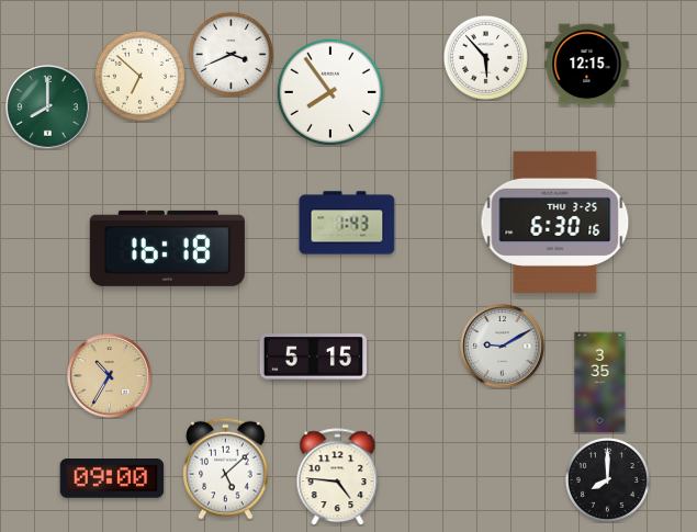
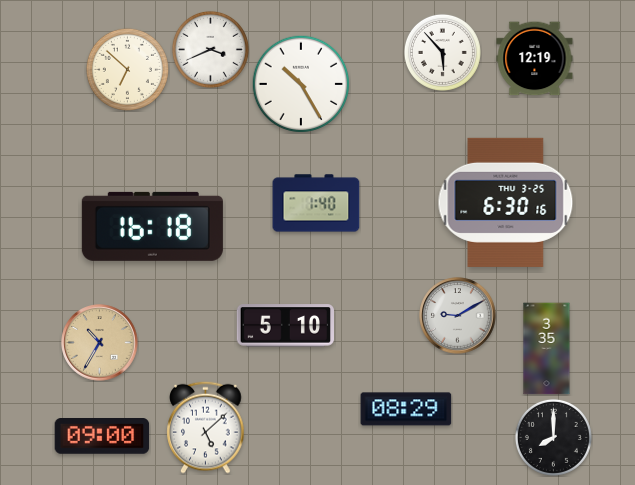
clock at (587, 65): 12:15 -> 12:19
clock at (330, 92): 7:54 -> 10:25
clock at (48, 107): 8:00 -> none
clock at (347, 223): 1:43 -> 1:40
clock at (313, 358): 5:15 -> 5:10
clock at (406, 409): none -> 08:29
clock at (338, 477): 4:46 -> none
